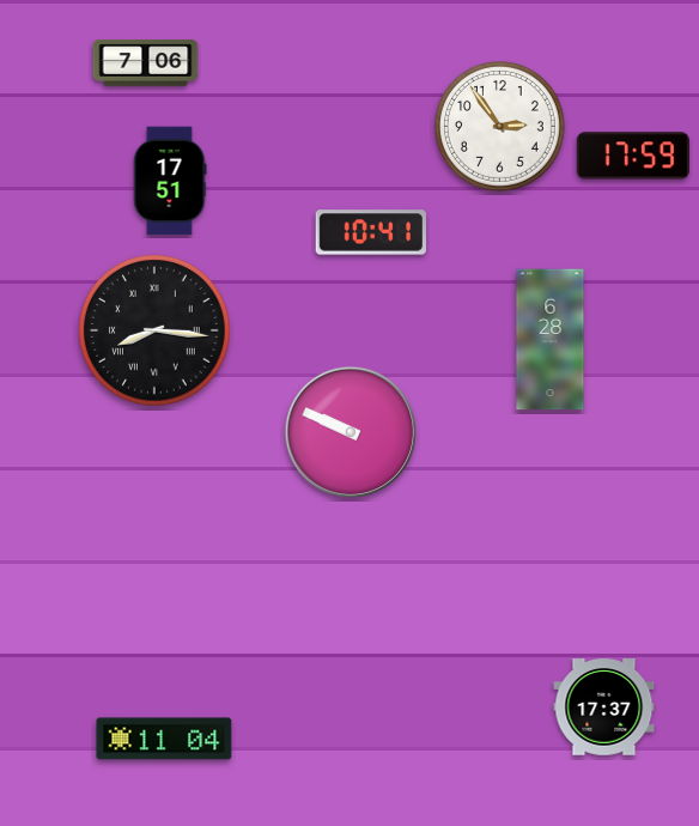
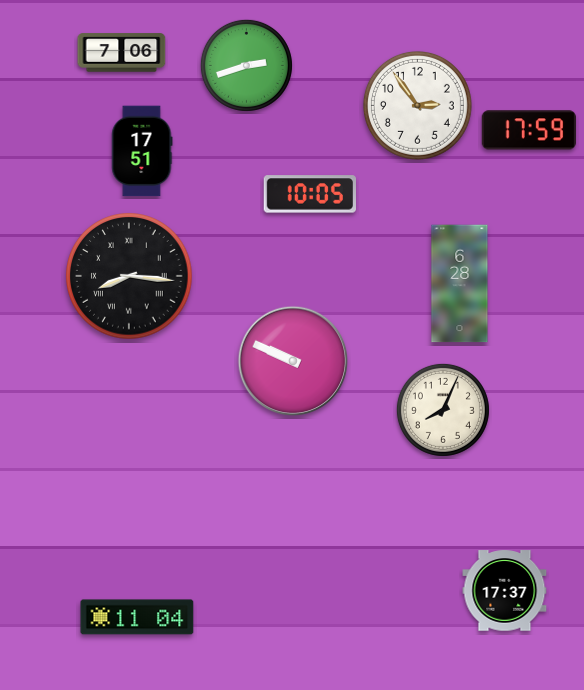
clock at (246, 65): none -> 2:42
clock at (371, 232): 10:41 -> 10:05
clock at (443, 410): none -> 8:04
